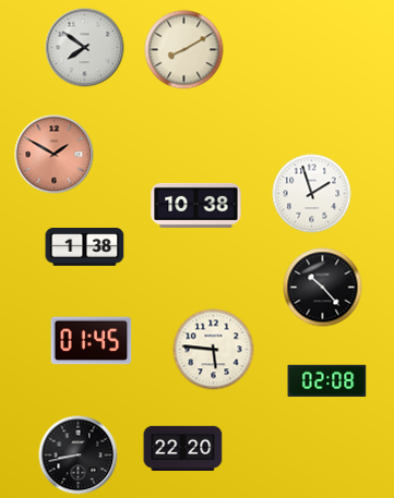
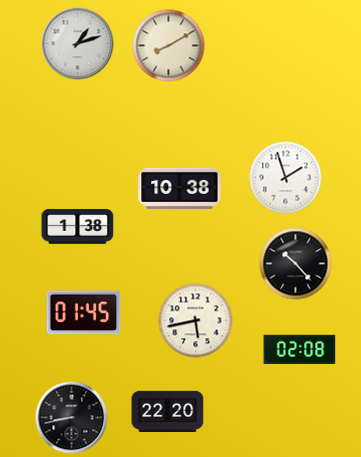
clock at (85, 48): 7:51 -> 1:12
clock at (55, 155): 1:50 -> none
clock at (214, 350): 5:46 -> 5:43
